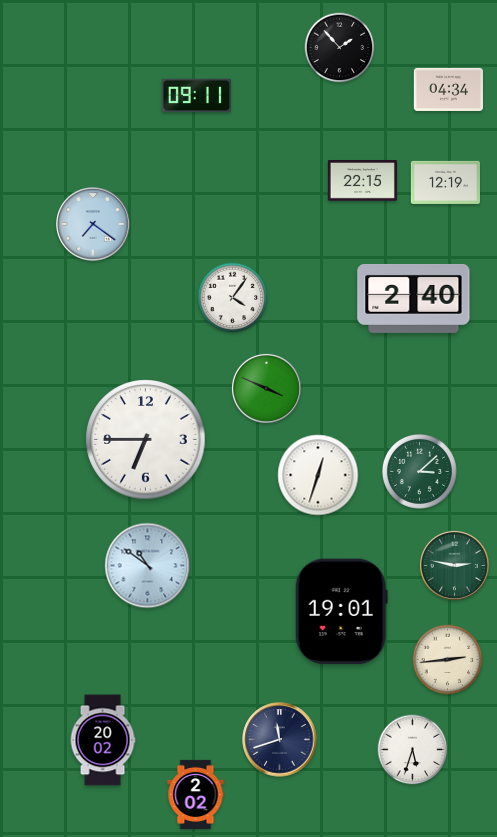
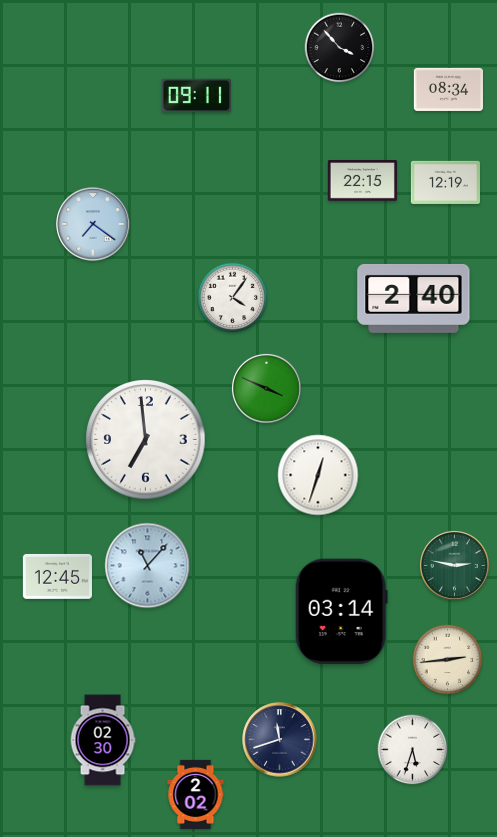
clock at (340, 48): 1:53 -> 3:53
clock at (448, 89): 04:34 -> 08:34
clock at (146, 440): 6:45 -> 6:59
clock at (419, 471): 3:08 -> none
clock at (148, 566): 10:51 -> 11:07
clock at (57, 577): none -> 12:45
clock at (341, 612): 19:01 -> 03:14
clock at (103, 740): 20:02 -> 02:30
